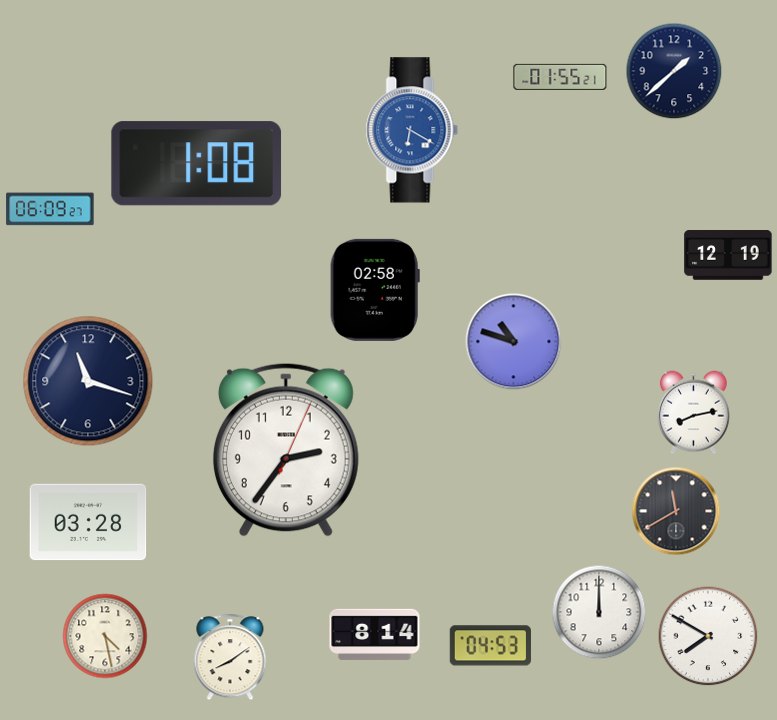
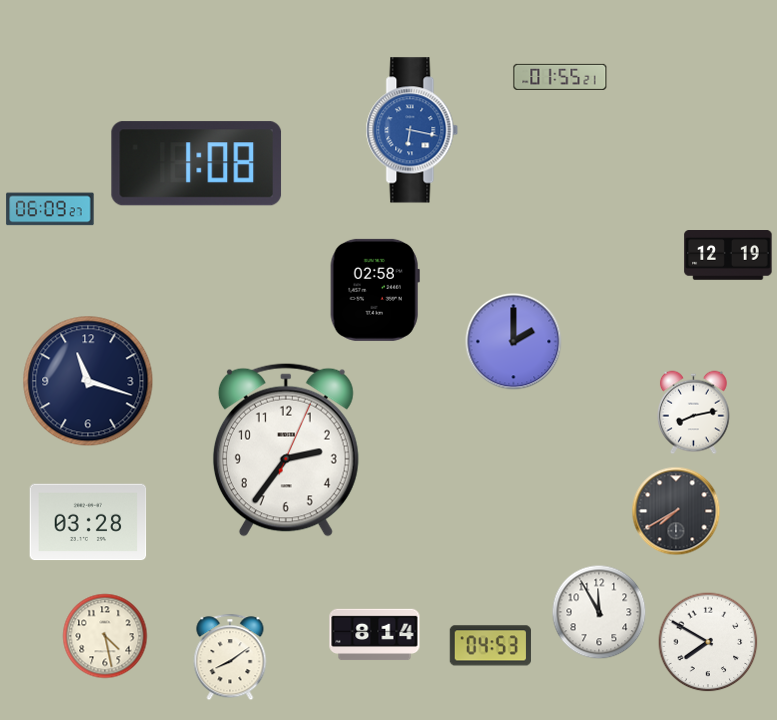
clock at (674, 71): 1:38 -> none
clock at (412, 130): 6:20 -> 6:17
clock at (514, 342): 10:48 -> 2:00
clock at (676, 511): 11:40 -> 7:40
clock at (599, 612): 12:00 -> 11:55
clock at (708, 636) position: (708, 636) -> (708, 642)
